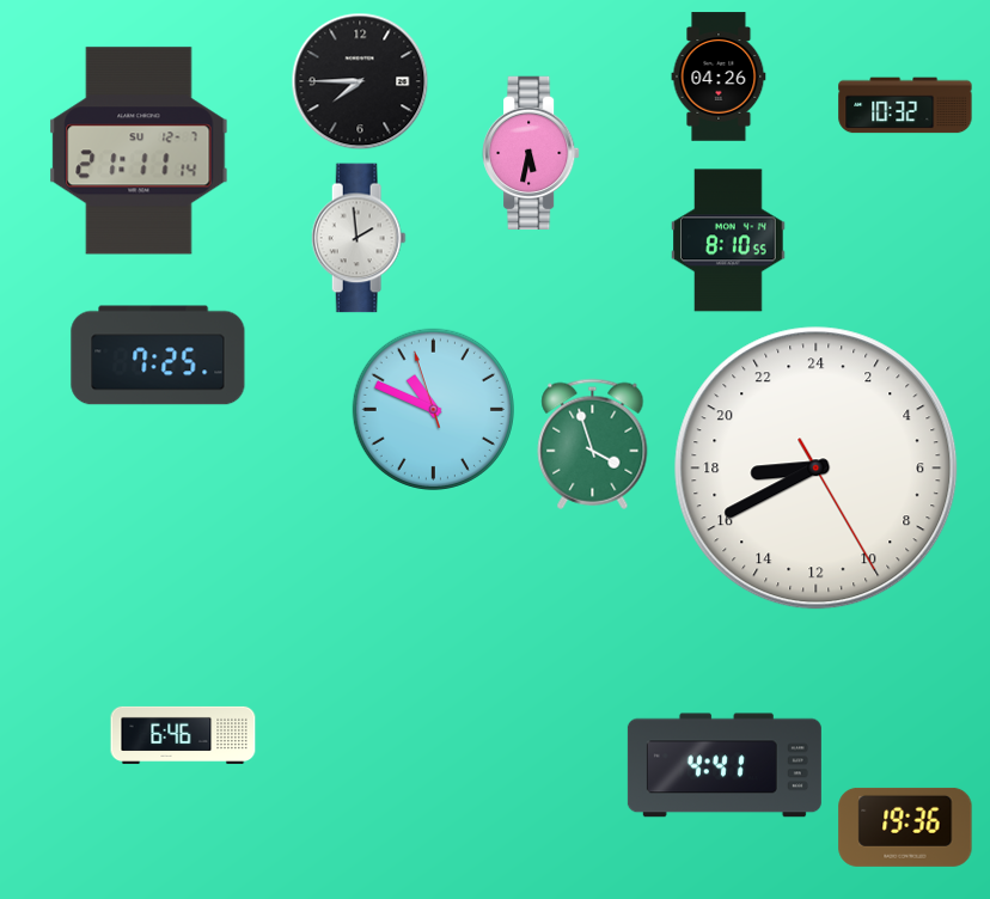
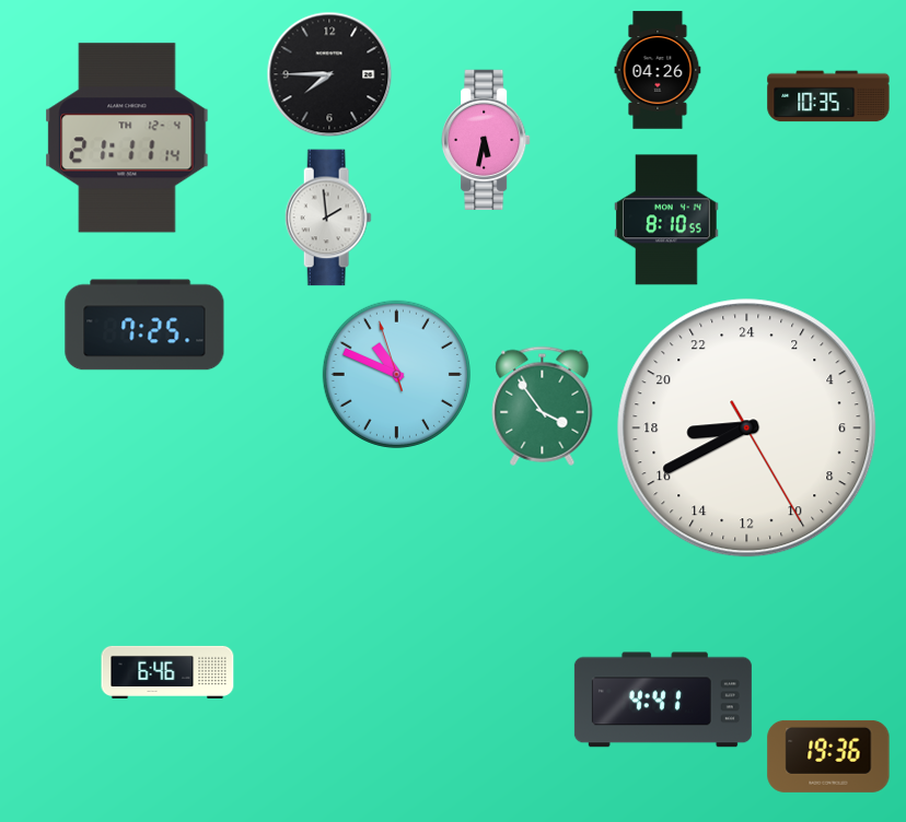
clock at (905, 105): 10:32 -> 10:35
clock at (139, 151) date: SU 12-7 -> TH 12-4
clock at (593, 444): 3:57 -> 3:54
